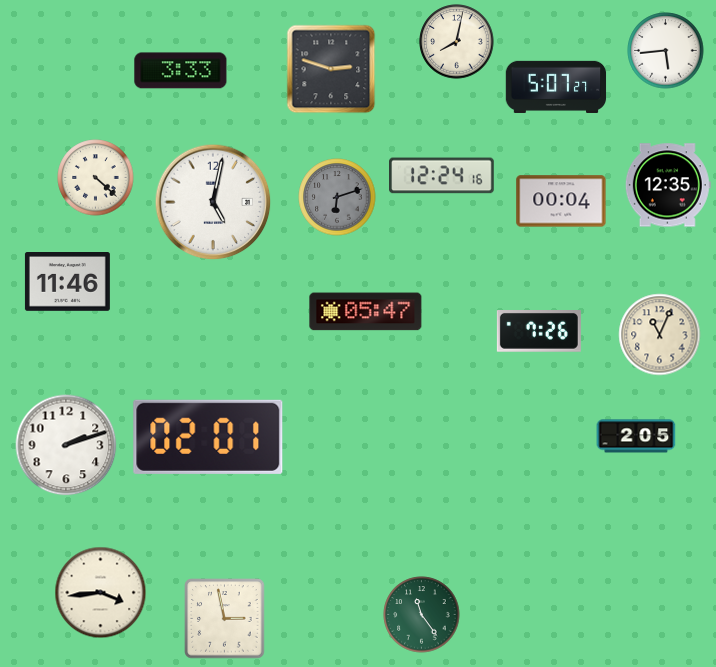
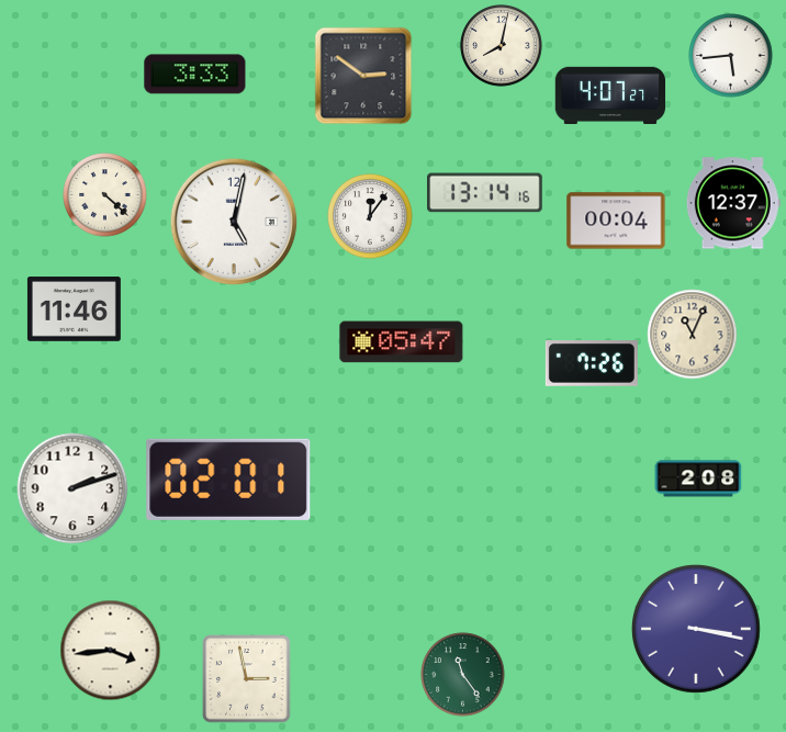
clock at (331, 69): 2:48 -> 2:51
clock at (181, 71) position: (181, 71) -> (195, 75)
clock at (556, 87): 5:07 -> 4:07
clock at (442, 176): 12:24 -> 13:14
clock at (668, 185): 12:35 -> 12:37
clock at (337, 197): 6:12 -> 12:06
clock at (337, 197) dial: grey -> white
clock at (660, 335) position: (660, 335) -> (693, 335)
clock at (636, 436): 2:05 -> 2:08
clock at (697, 630): none -> 3:17
